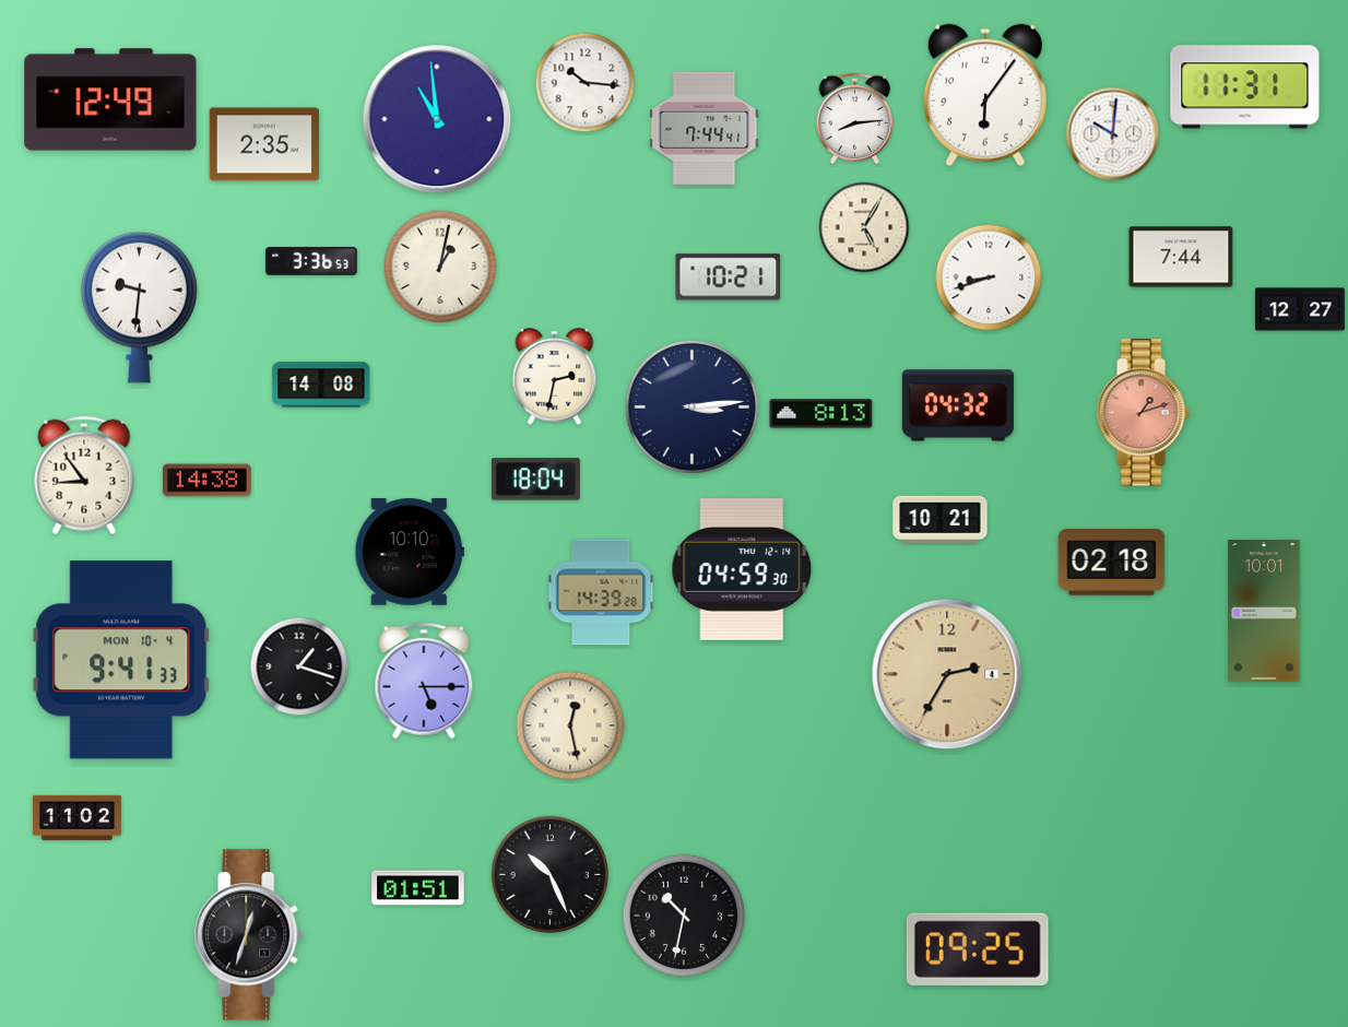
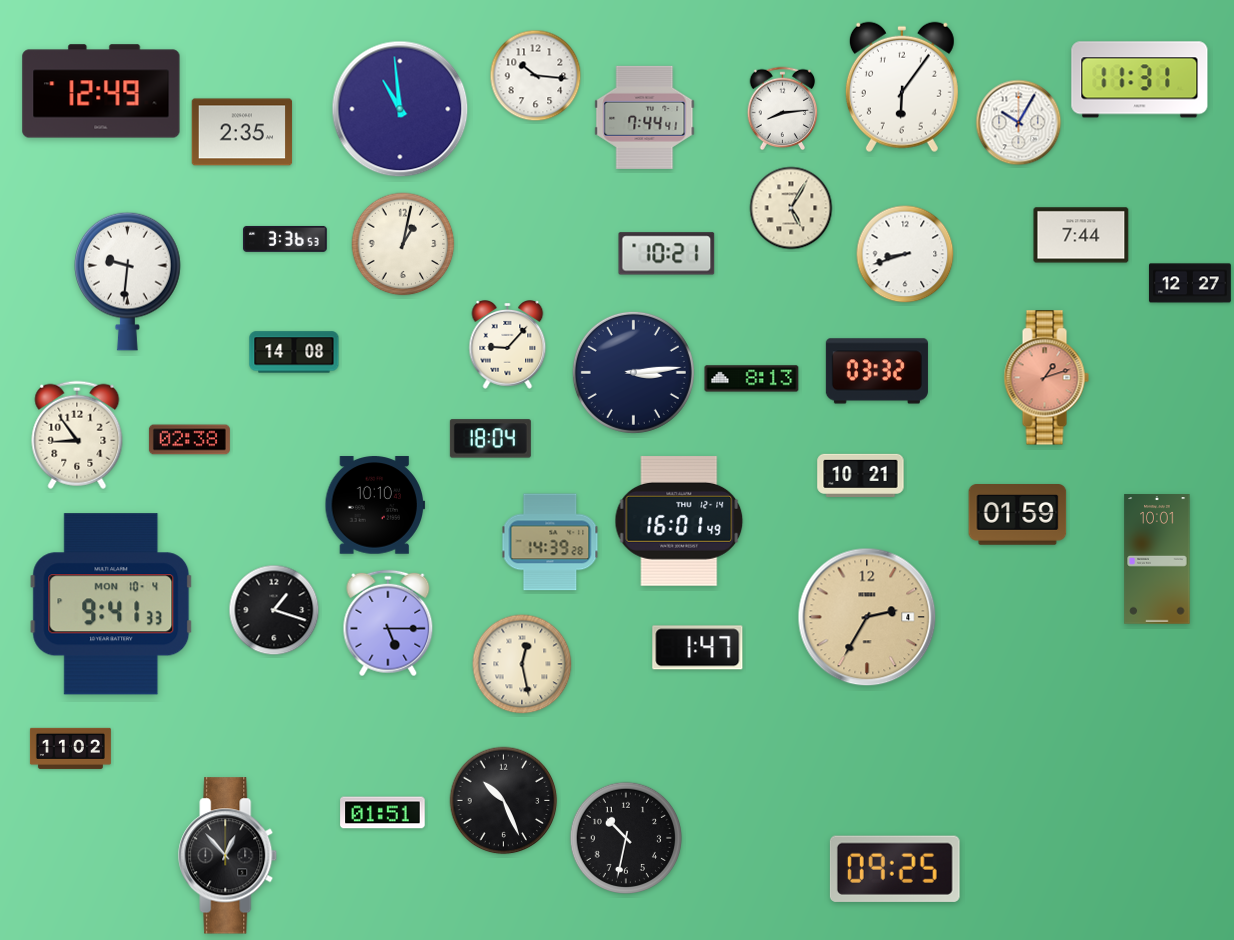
clock at (1113, 134): 10:01 -> 10:05
clock at (555, 377): 2:32 -> 9:07
clock at (958, 405): 04:32 -> 03:32
clock at (206, 481): 14:38 -> 02:38
clock at (1112, 563): 02:18 -> 01:59
clock at (742, 569): 04:59 -> 16:01
clock at (698, 648): none -> 1:47
clock at (249, 935): 12:33 -> 12:53
